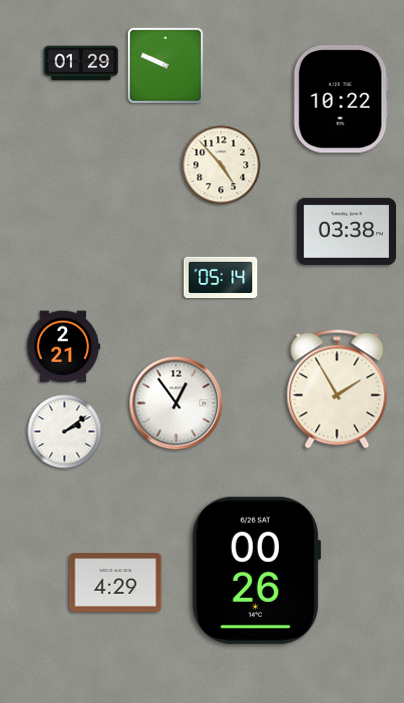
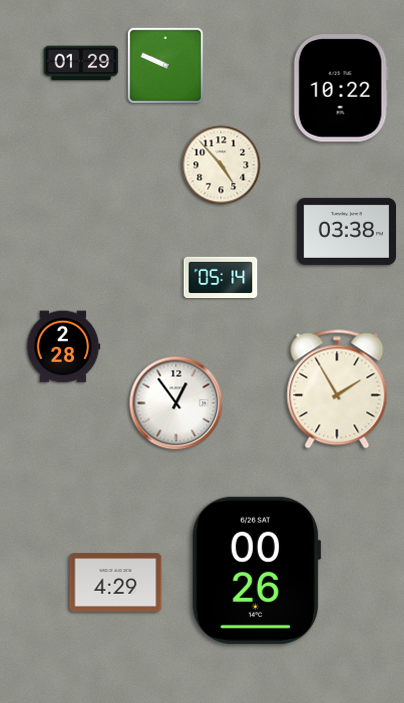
clock at (341, 99) position: (341, 99) -> (341, 88)
clock at (63, 347): 2:21 -> 2:28
clock at (65, 432): 2:09 -> none
